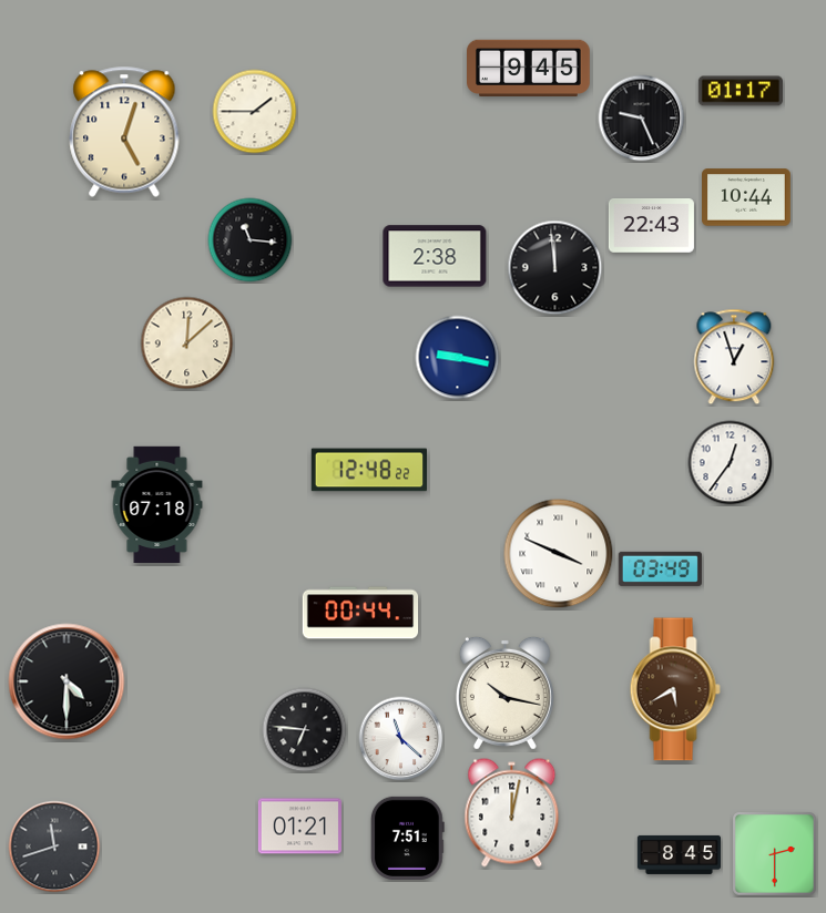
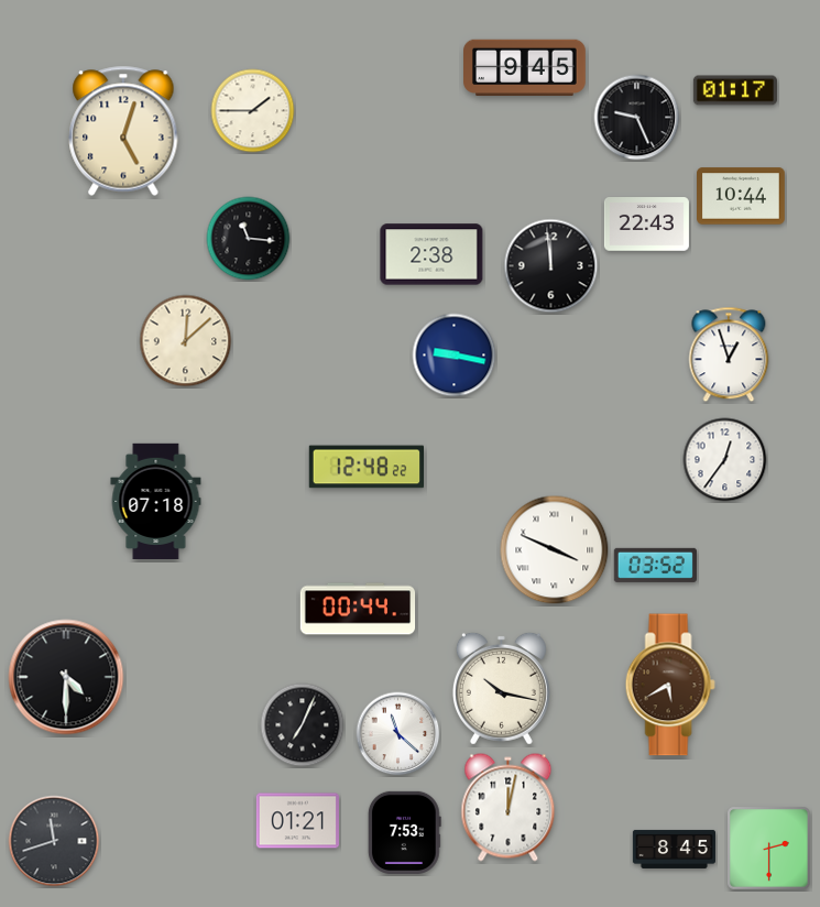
clock at (660, 568): 03:49 -> 03:52
clock at (305, 730): 6:46 -> 7:04
clock at (408, 838): 7:51 -> 7:53
